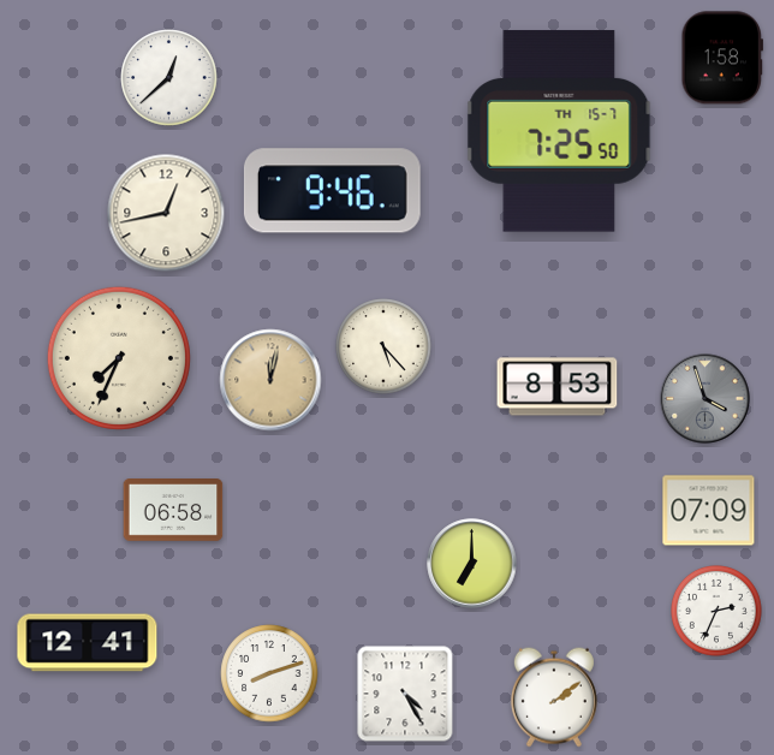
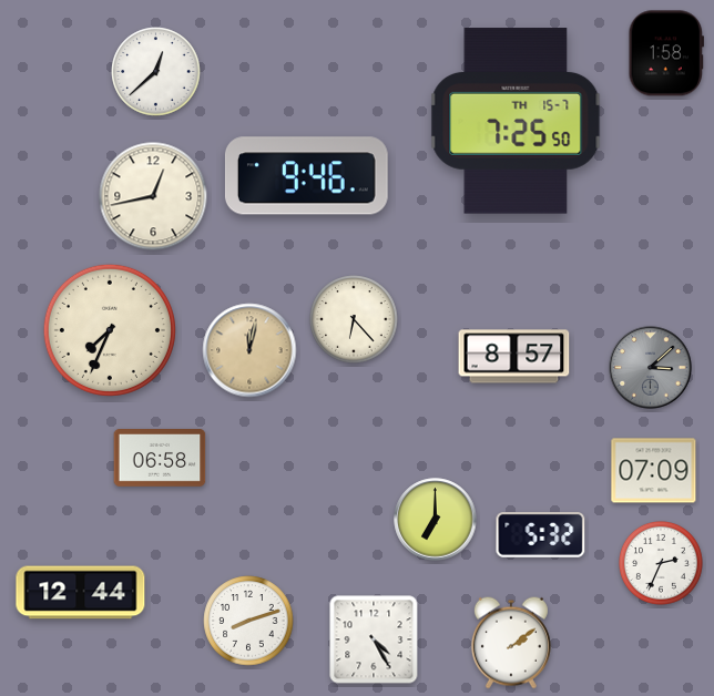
clock at (383, 346): 5:23 -> 6:23
clock at (558, 387): 8:53 -> 8:57
clock at (705, 399): 3:57 -> 3:08
clock at (173, 511) position: (173, 511) -> (160, 459)
clock at (541, 535): none -> 5:32
clock at (88, 643): 12:41 -> 12:44
